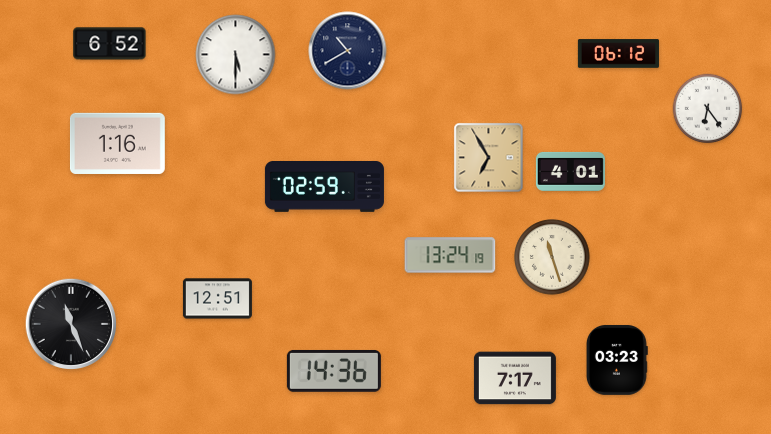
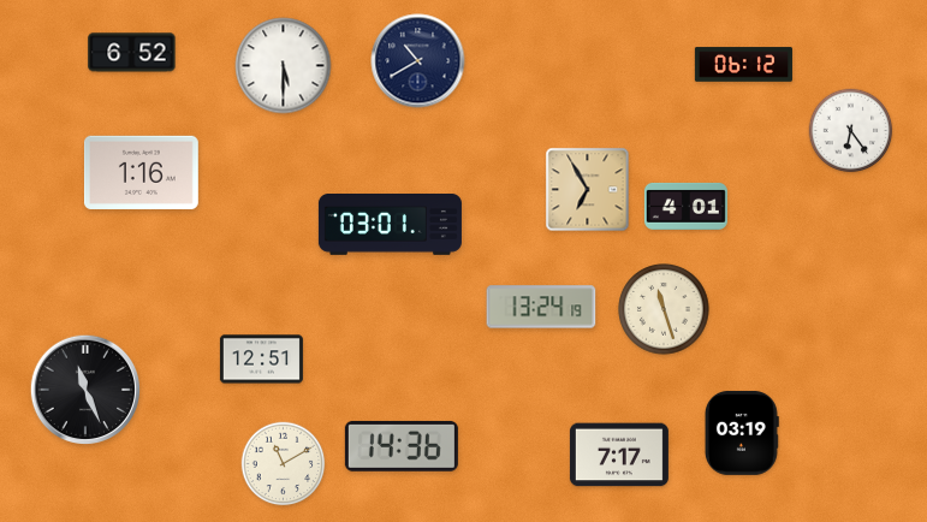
clock at (324, 187): 02:59 -> 03:01
clock at (617, 360): 03:23 -> 03:19
clock at (284, 464): none -> 11:10
